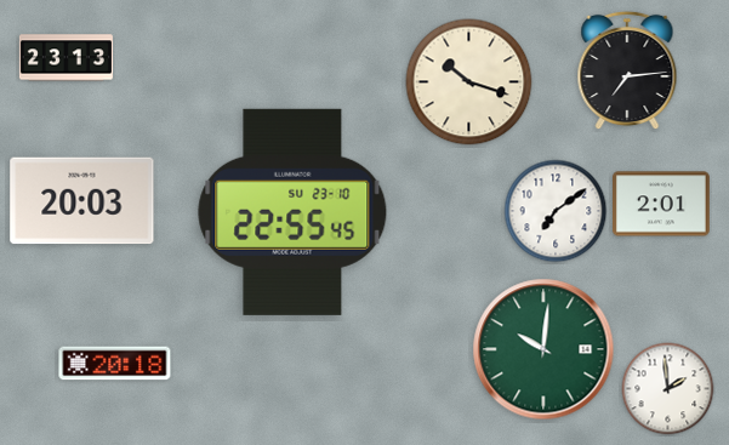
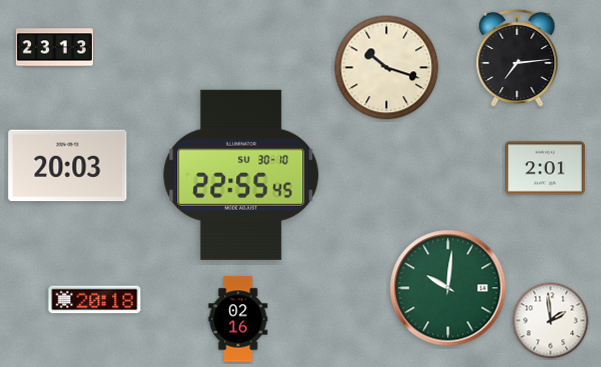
clock at (556, 211): 7:09 -> none
clock at (292, 212) date: SU 23-10 -> SU 30-10
clock at (238, 319): none -> 02:16
